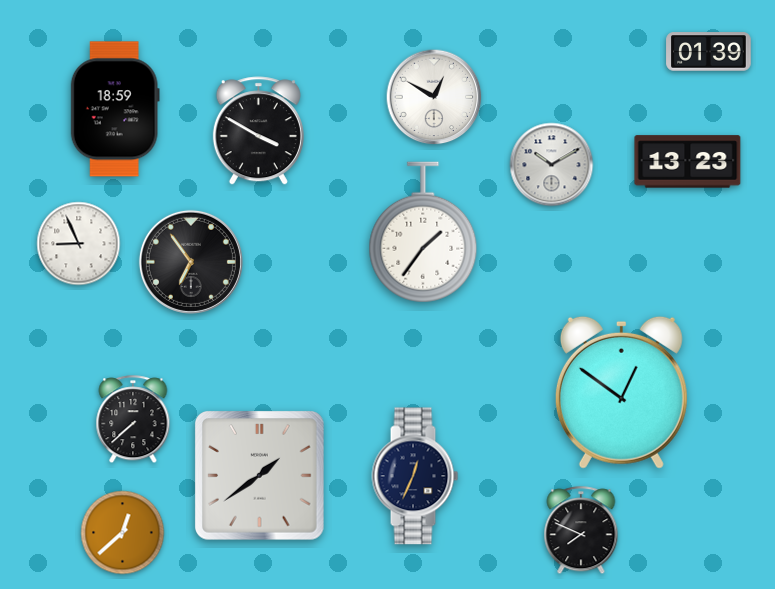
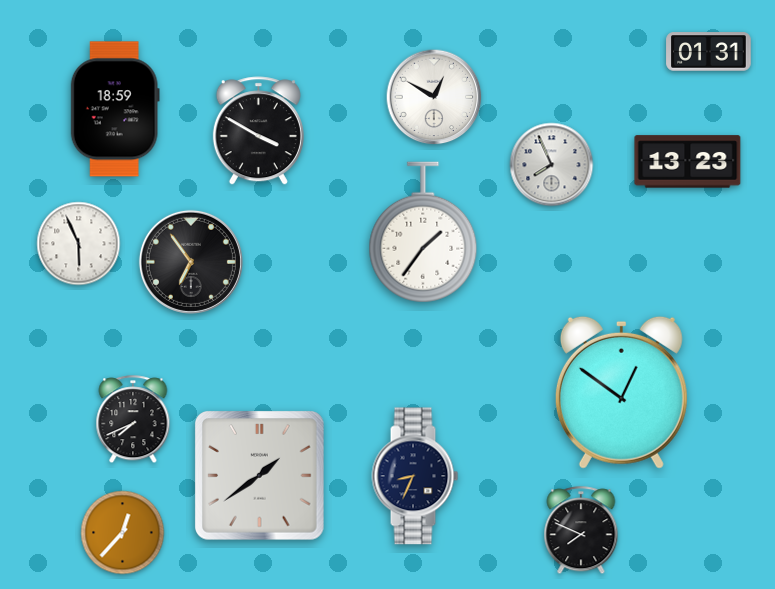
clock at (709, 52): 01:39 -> 01:31
clock at (552, 165): 10:10 -> 7:56
clock at (79, 244): 8:56 -> 5:56
clock at (133, 420): 7:38 -> 7:41
clock at (415, 476): 12:34 -> 8:34
clock at (123, 533): 12:38 -> 12:37
